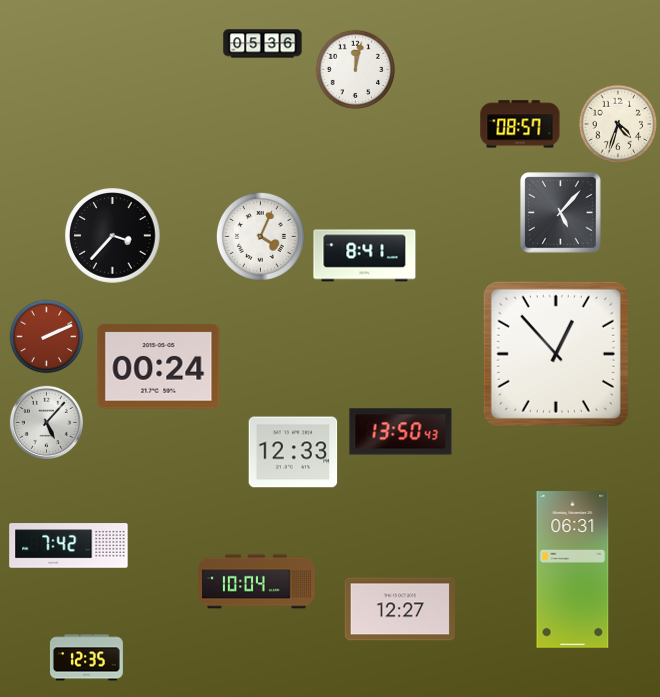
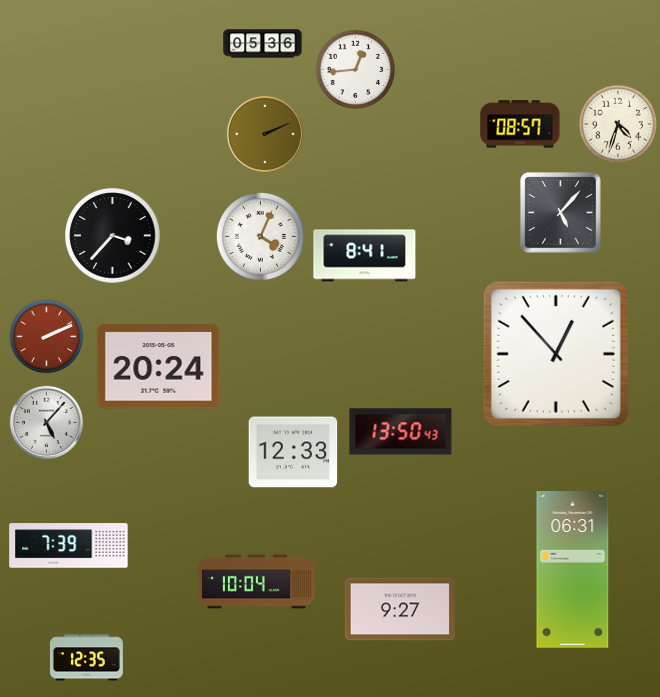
clock at (356, 70): 12:02 -> 12:44
clock at (265, 134): none -> 2:11
clock at (159, 367): 00:24 -> 20:24
clock at (69, 546): 7:42 -> 7:39
clock at (399, 609): 12:27 -> 9:27
